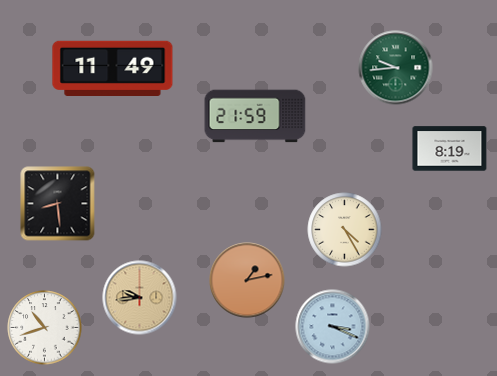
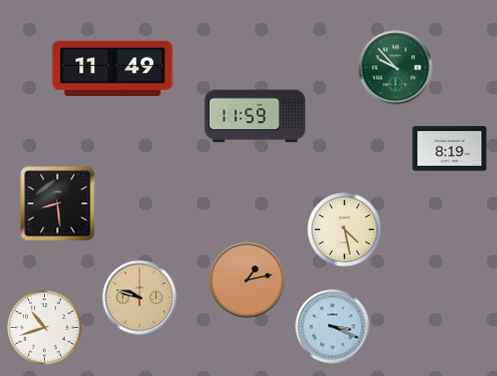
clock at (396, 68): 9:44 -> 9:53
clock at (255, 116): 21:59 -> 11:59
clock at (345, 230): 4:25 -> 4:28
clock at (140, 298): 9:44 -> 9:48
